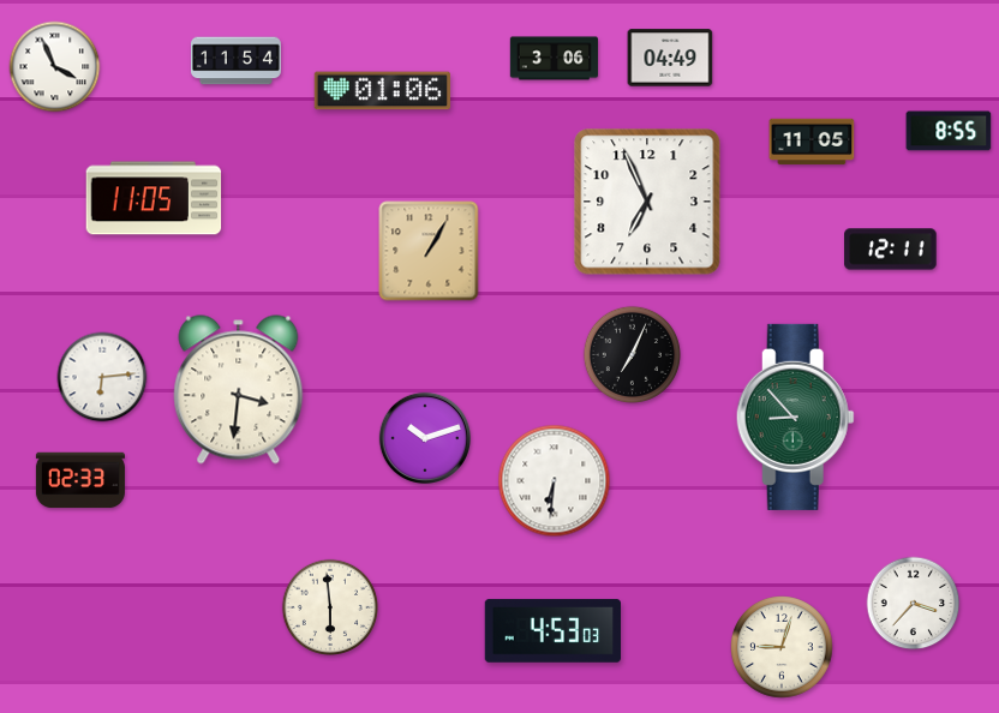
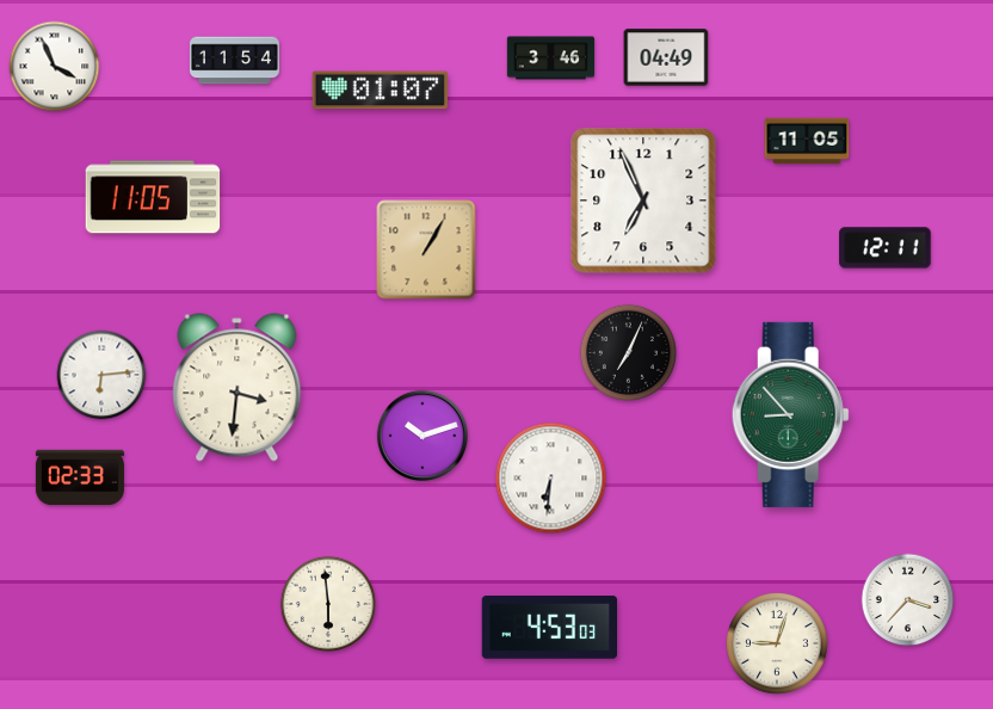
clock at (555, 59): 3:06 -> 3:46
clock at (382, 91): 01:06 -> 01:07
clock at (949, 131): 8:55 -> none
